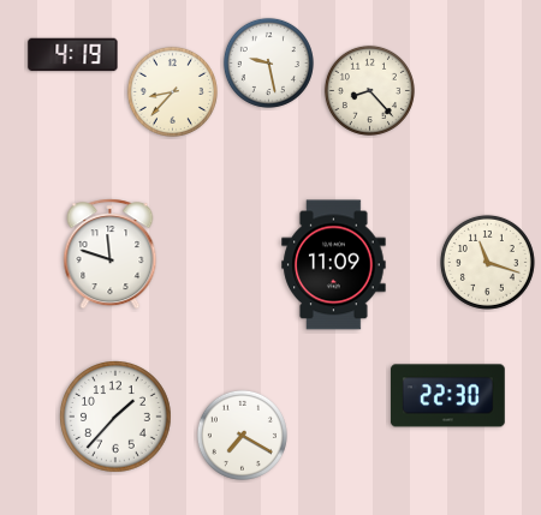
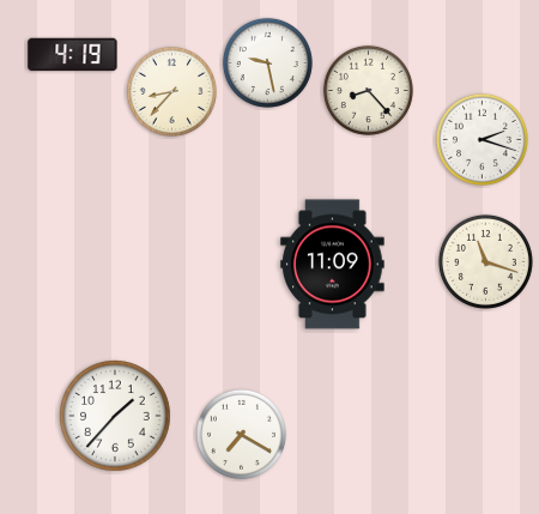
clock at (482, 139): none -> 2:18
clock at (111, 254): 11:48 -> none
clock at (447, 396): 22:30 -> none
